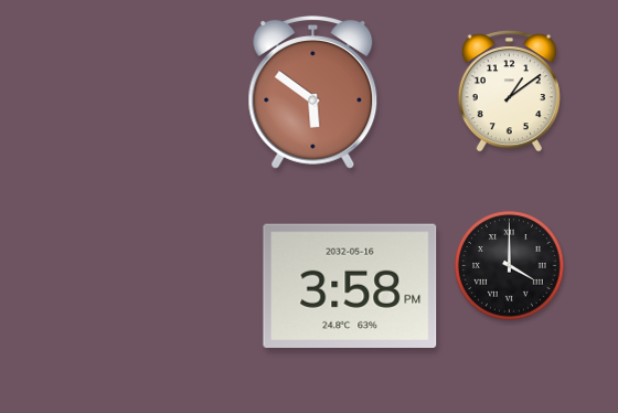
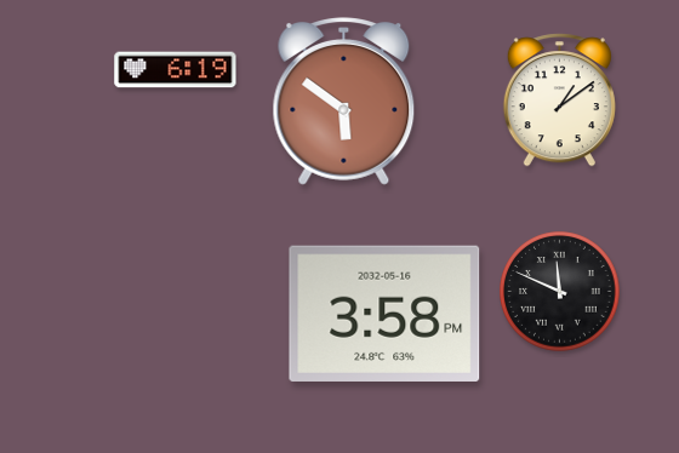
clock at (176, 70): none -> 6:19
clock at (510, 266): 4:00 -> 11:49
